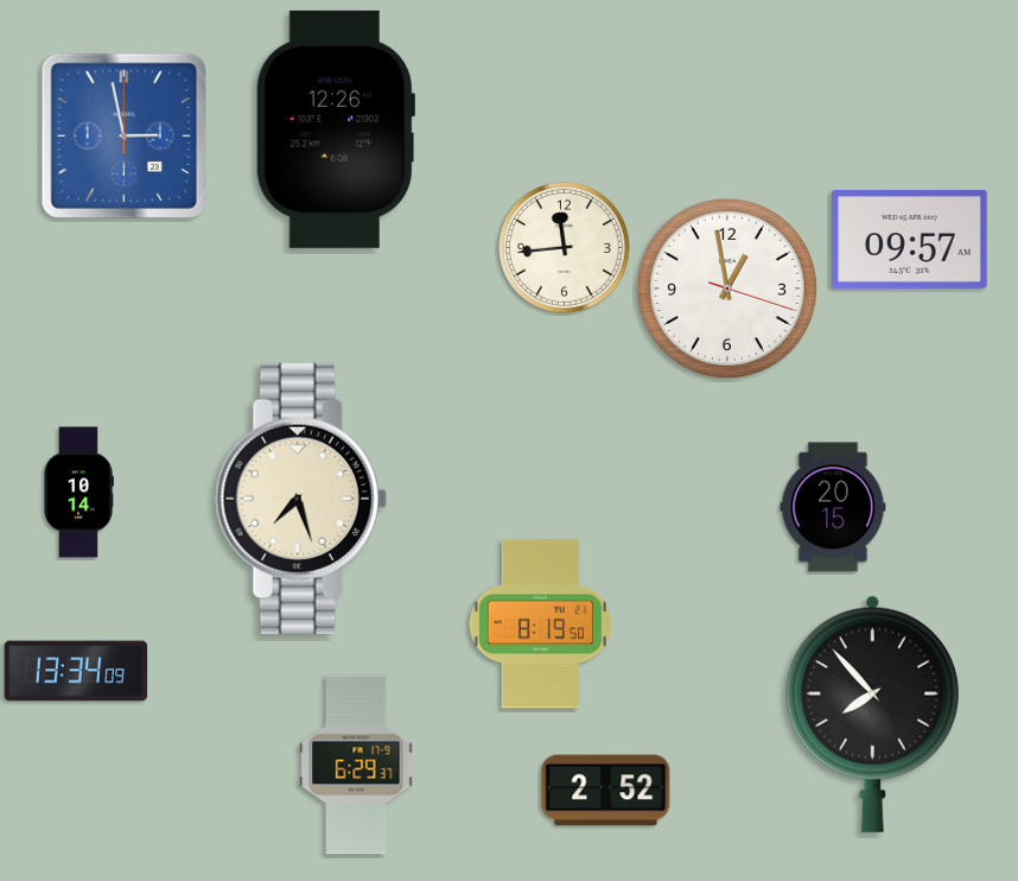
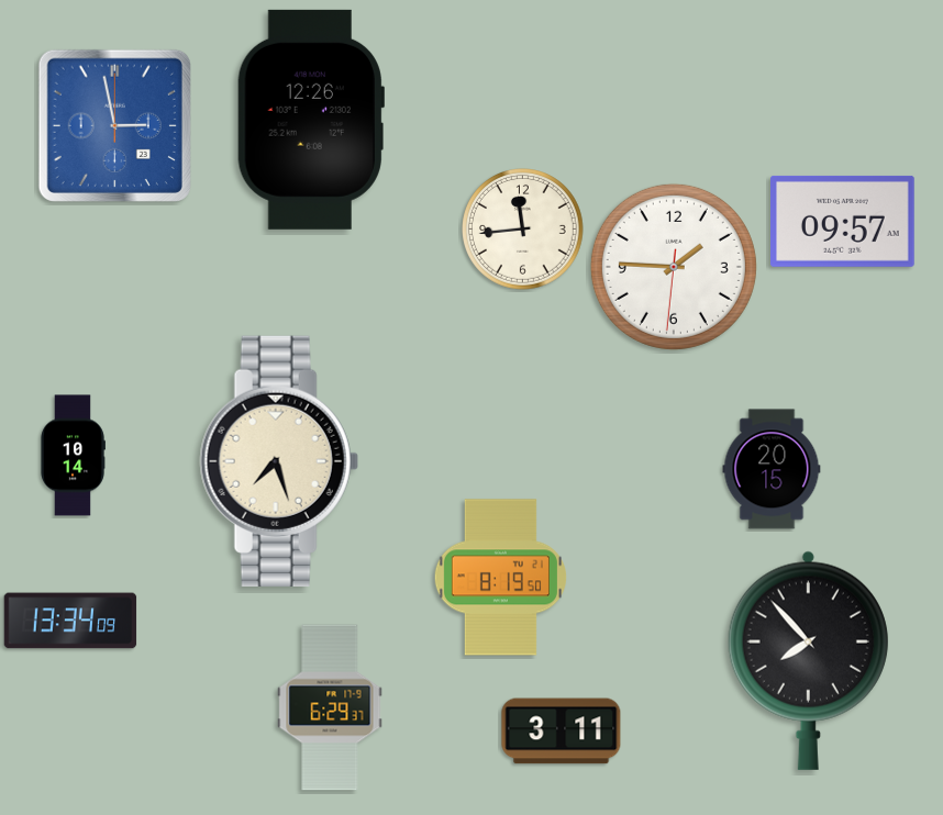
clock at (727, 289): 12:58 -> 1:45
clock at (606, 791): 2:52 -> 3:11
